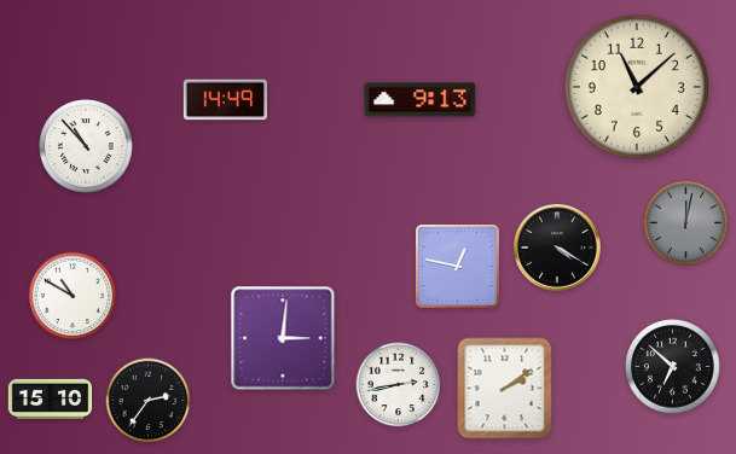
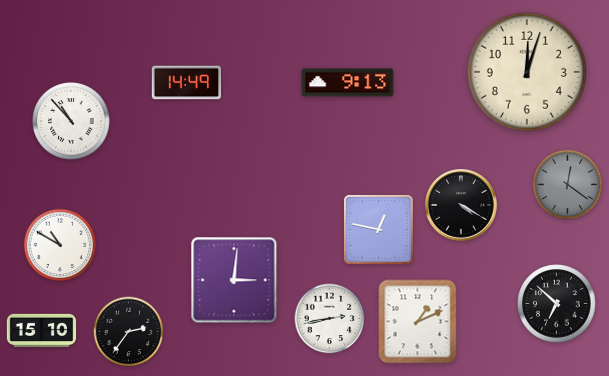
clock at (637, 87): 11:08 -> 12:03
clock at (686, 223): 12:02 -> 12:21
clock at (458, 267) position: (458, 267) -> (379, 230)
clock at (505, 389): 2:09 -> 1:11
clock at (149, 401) position: (149, 401) -> (129, 332)
